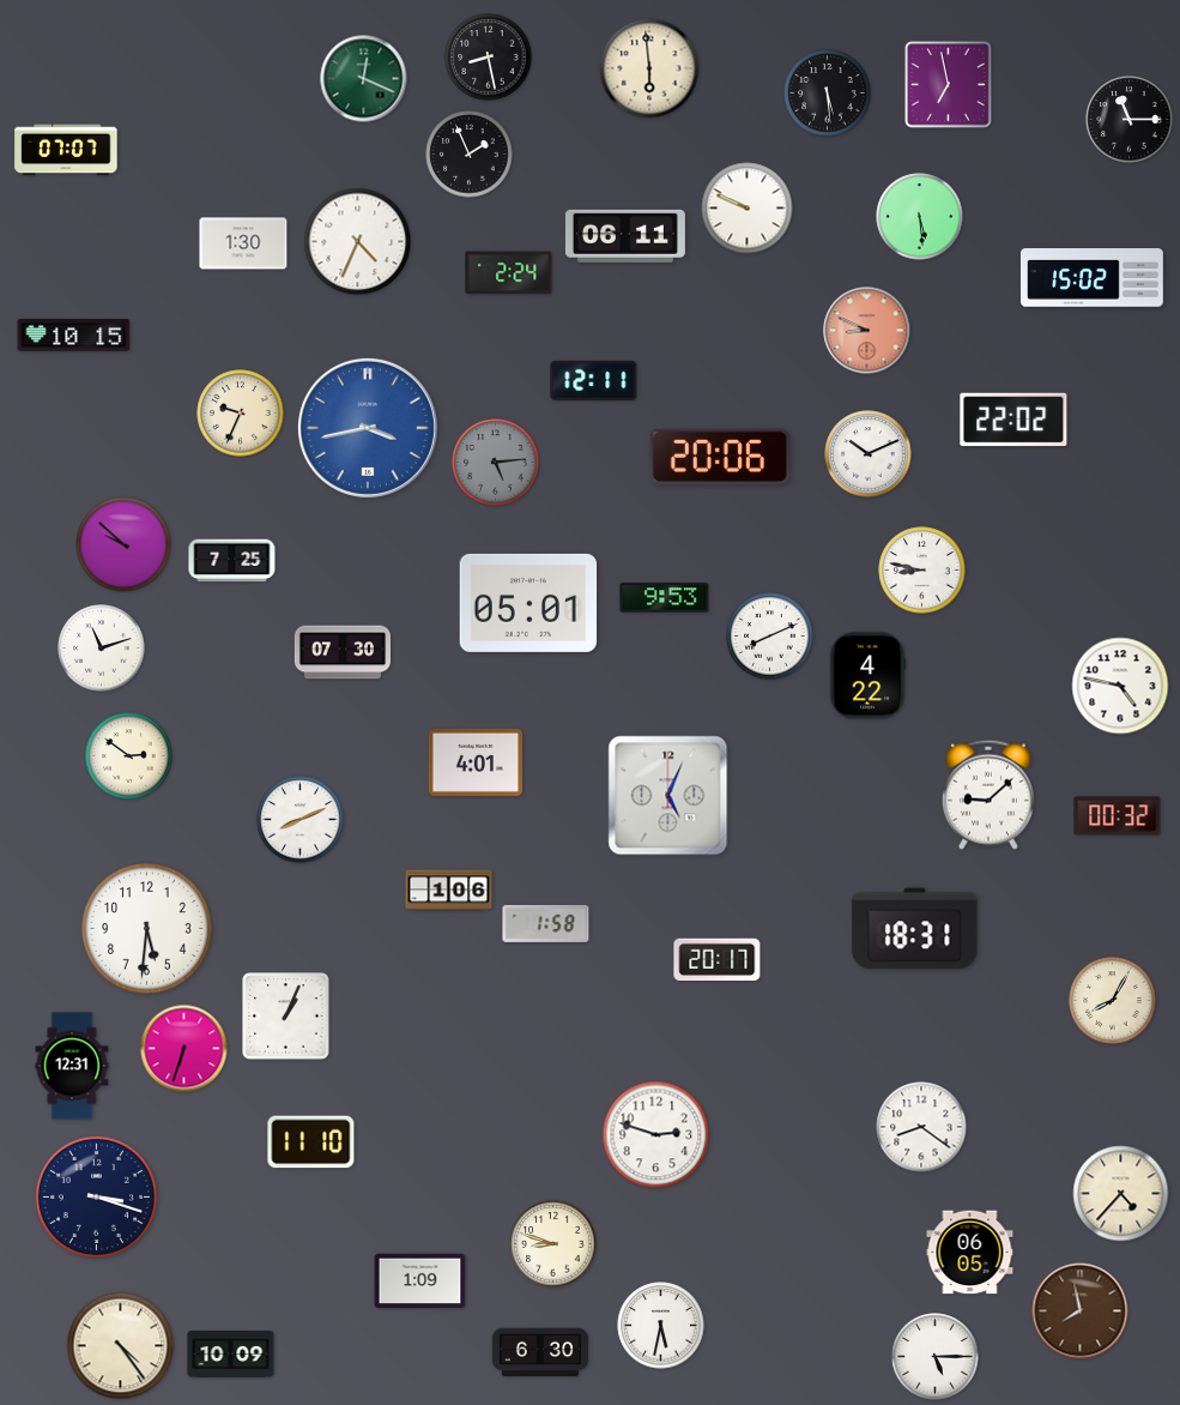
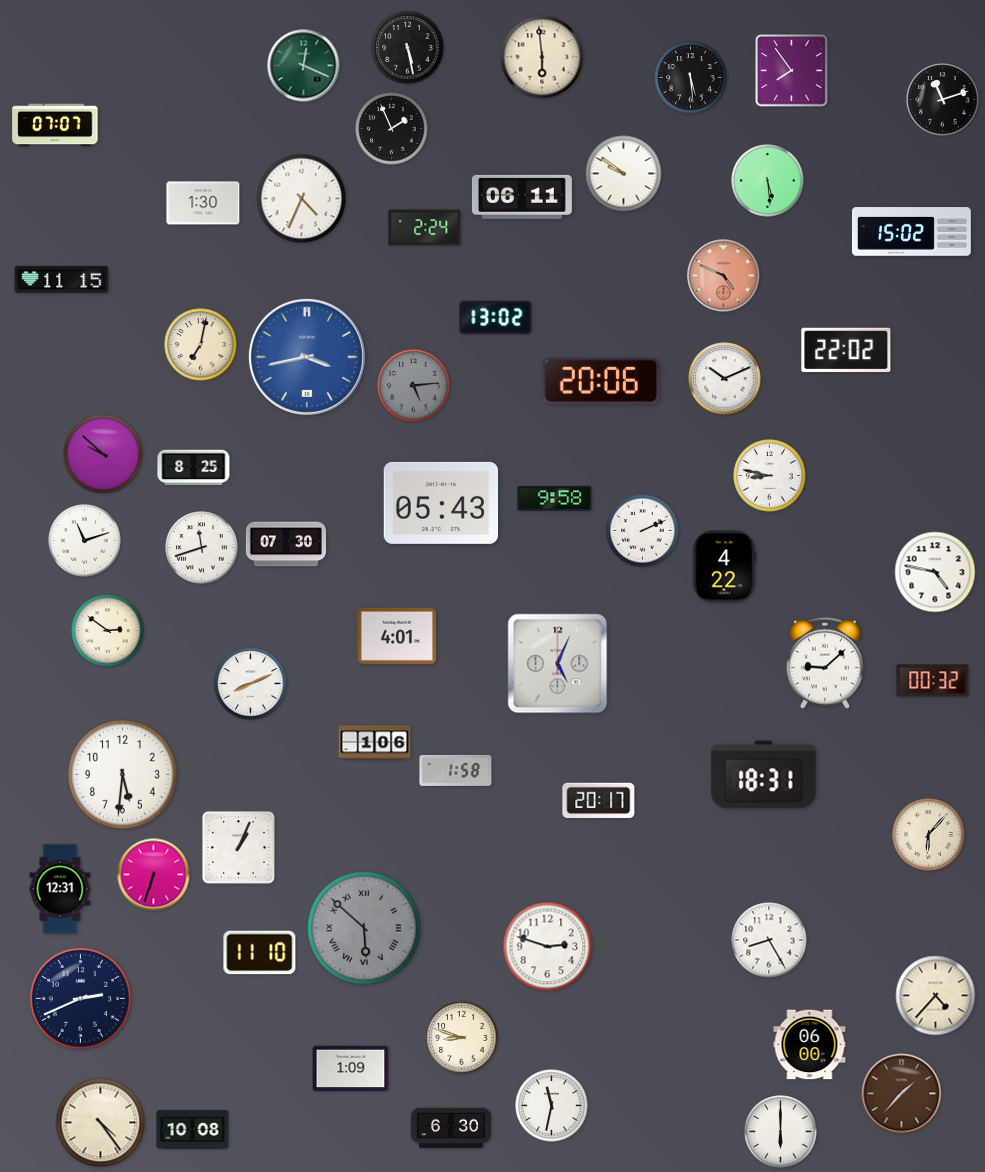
clock at (489, 58): 8:28 -> 5:28
clock at (949, 85): 6:58 -> 7:54
clock at (1130, 120): 11:15 -> 11:12
clock at (748, 209): 9:49 -> 9:51
clock at (358, 242) position: (358, 242) -> (302, 199)
clock at (867, 331): 8:49 -> 4:49
clock at (74, 334): 10:15 -> 11:15
clock at (594, 380): 12:11 -> 13:02
clock at (241, 414): 9:34 -> 7:02
clock at (232, 561): 7:25 -> 8:25
clock at (665, 598): 9:53 -> 9:58
clock at (528, 603): 05:01 -> 05:43
clock at (770, 637): 8:11 -> 2:11
clock at (202, 548): none -> 11:42
clock at (867, 676) position: (867, 676) -> (724, 567)
clock at (1113, 1001): 8:05 -> 6:07
clock at (364, 928): none -> 5:52
clock at (921, 1127): 8:21 -> 8:25
clock at (96, 1196): 3:18 -> 2:41
clock at (970, 1253): 06:05 -> 06:00
clock at (1081, 1311): 7:58 -> 1:37
clock at (661, 1326): 5:32 -> 11:32
clock at (231, 1355): 10:09 -> 10:08
clock at (936, 1357): 5:15 -> 6:00
